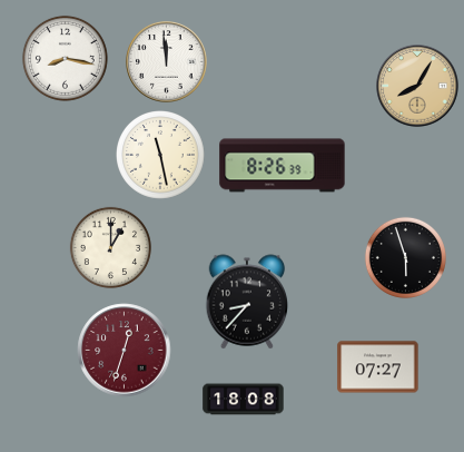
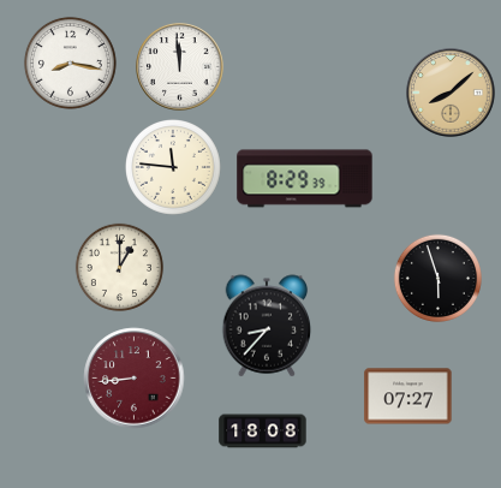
clock at (417, 86): 8:05 -> 8:08
clock at (161, 156): 11:28 -> 11:46
clock at (283, 166): 8:26 -> 8:29
clock at (125, 351): 12:33 -> 8:44
